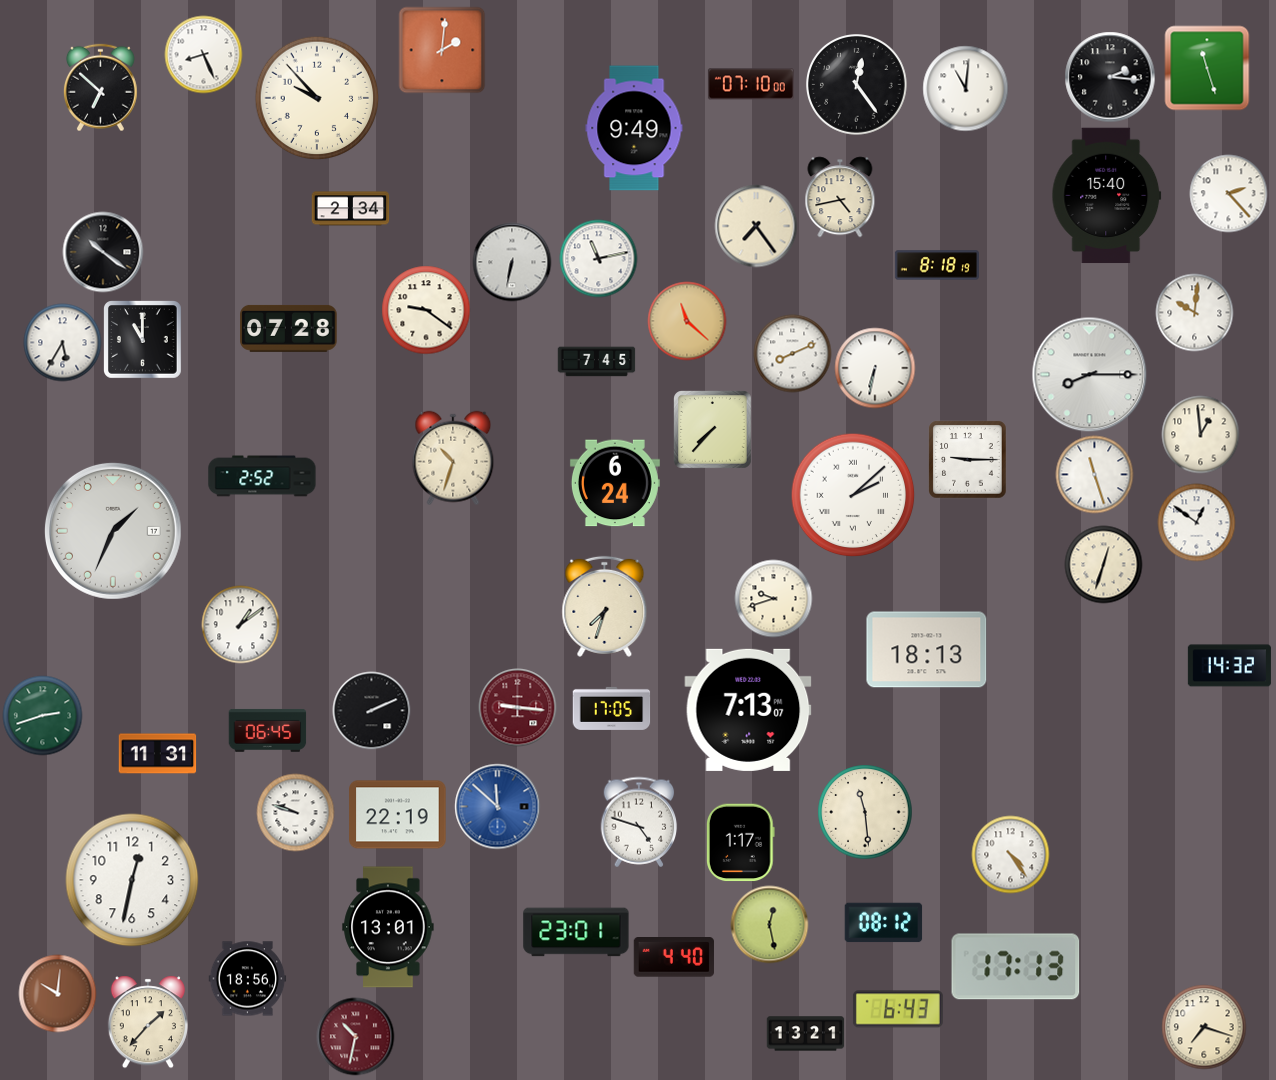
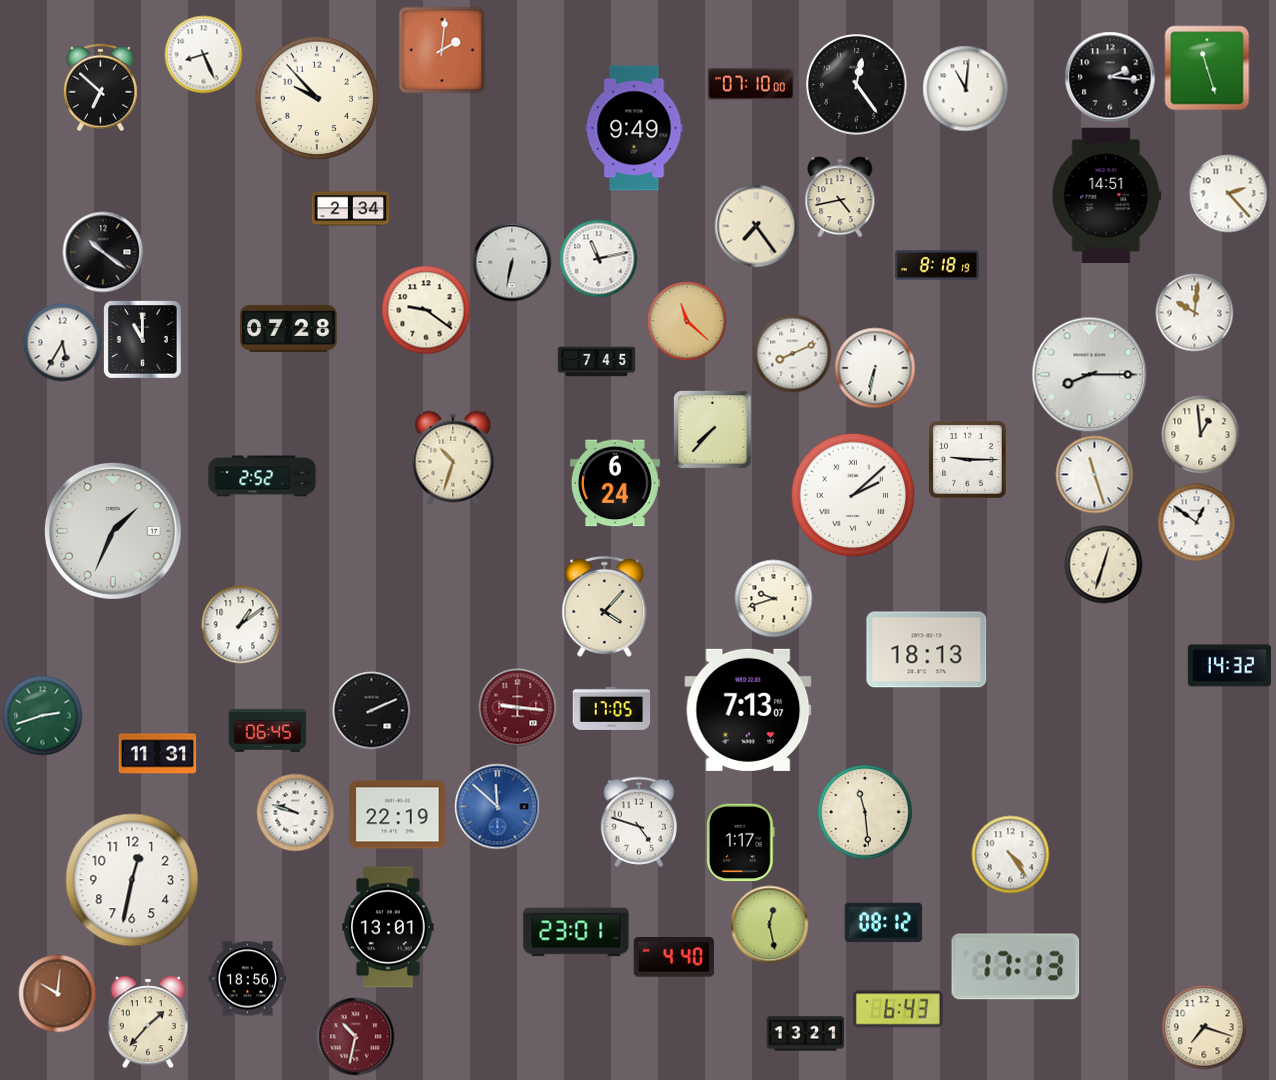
clock at (1107, 196): 15:40 -> 14:51
clock at (605, 606): 7:33 -> 4:07
